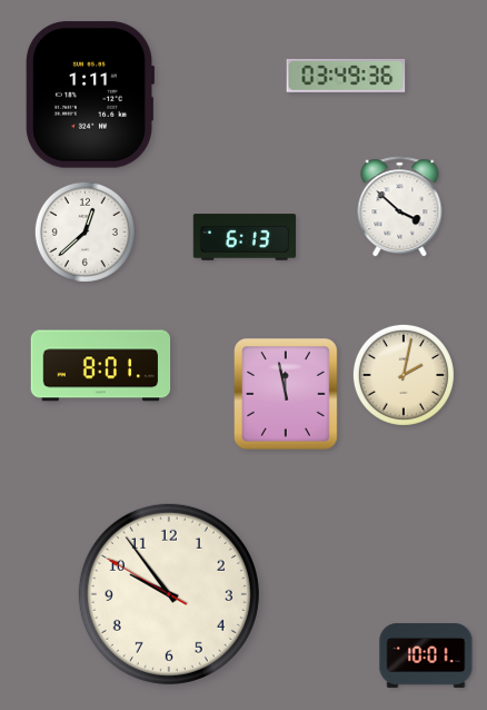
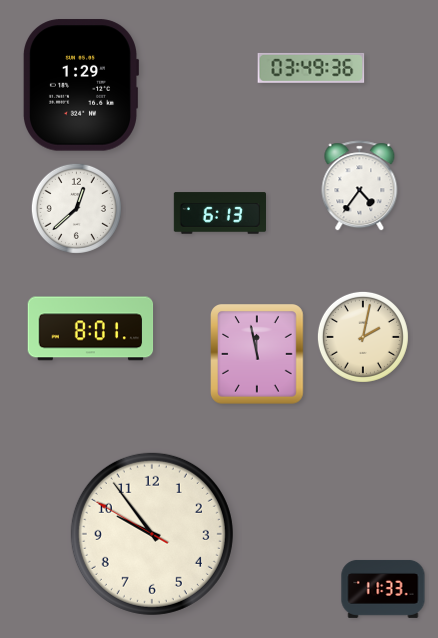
clock at (89, 95): 1:11 -> 1:29
clock at (400, 207): 3:52 -> 4:36
clock at (426, 655): 10:01 -> 11:33
